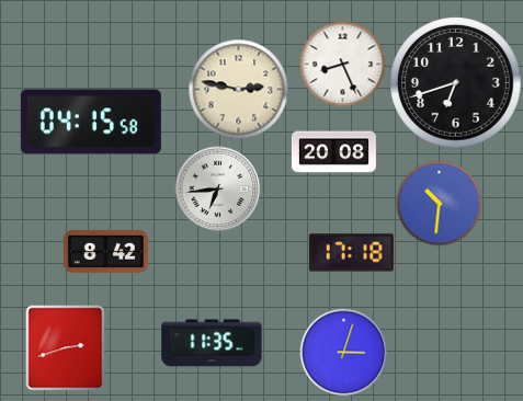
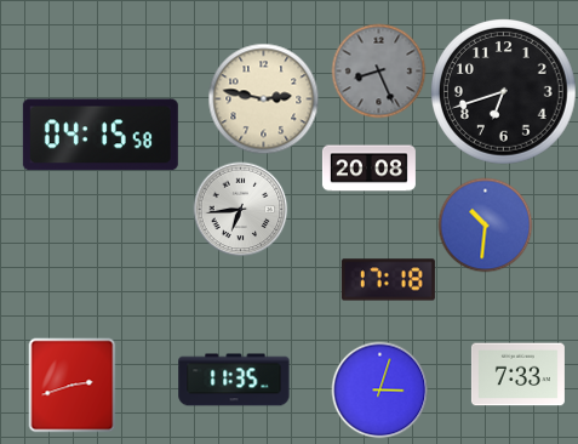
clock at (342, 64) dial: white -> grey
clock at (105, 251): 8:42 -> none
clock at (517, 375): none -> 7:33
